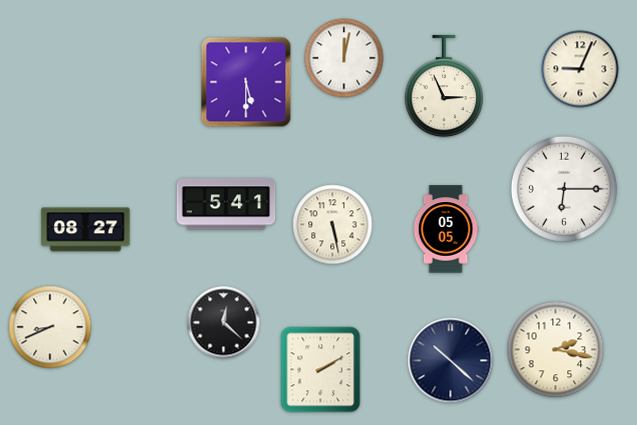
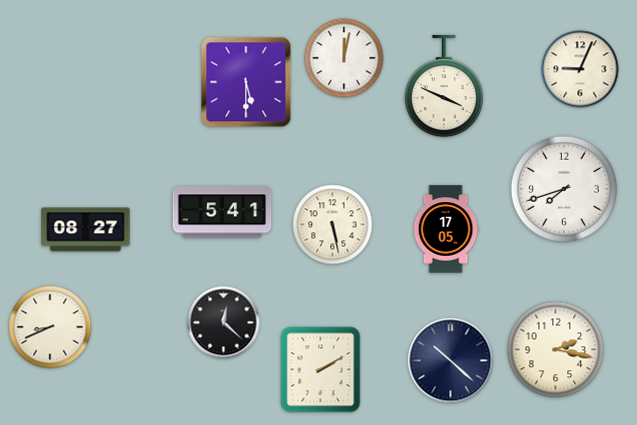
clock at (443, 86): 2:56 -> 3:49
clock at (564, 189): 6:15 -> 7:42
clock at (226, 204) position: (226, 204) -> (222, 212)
clock at (446, 229): 05:05 -> 17:05
